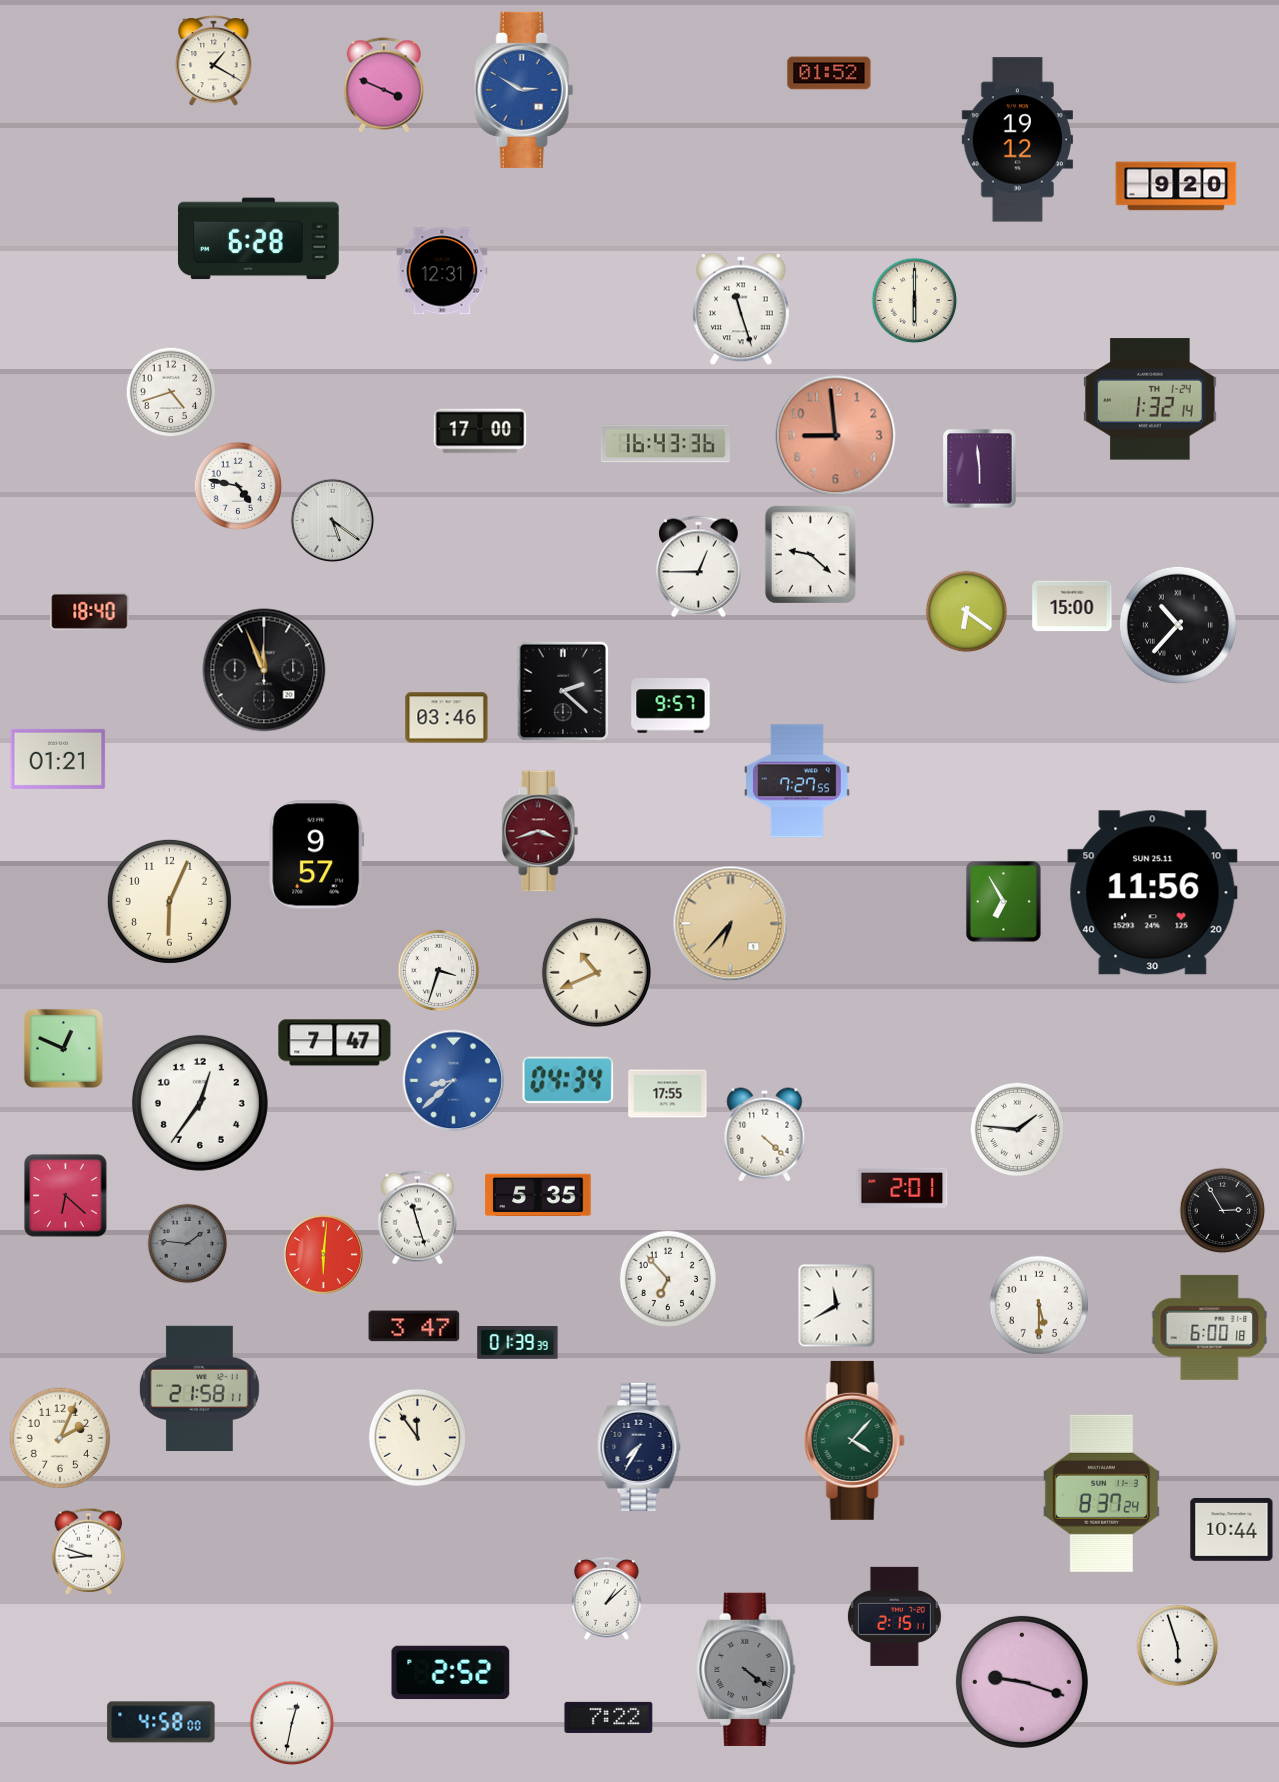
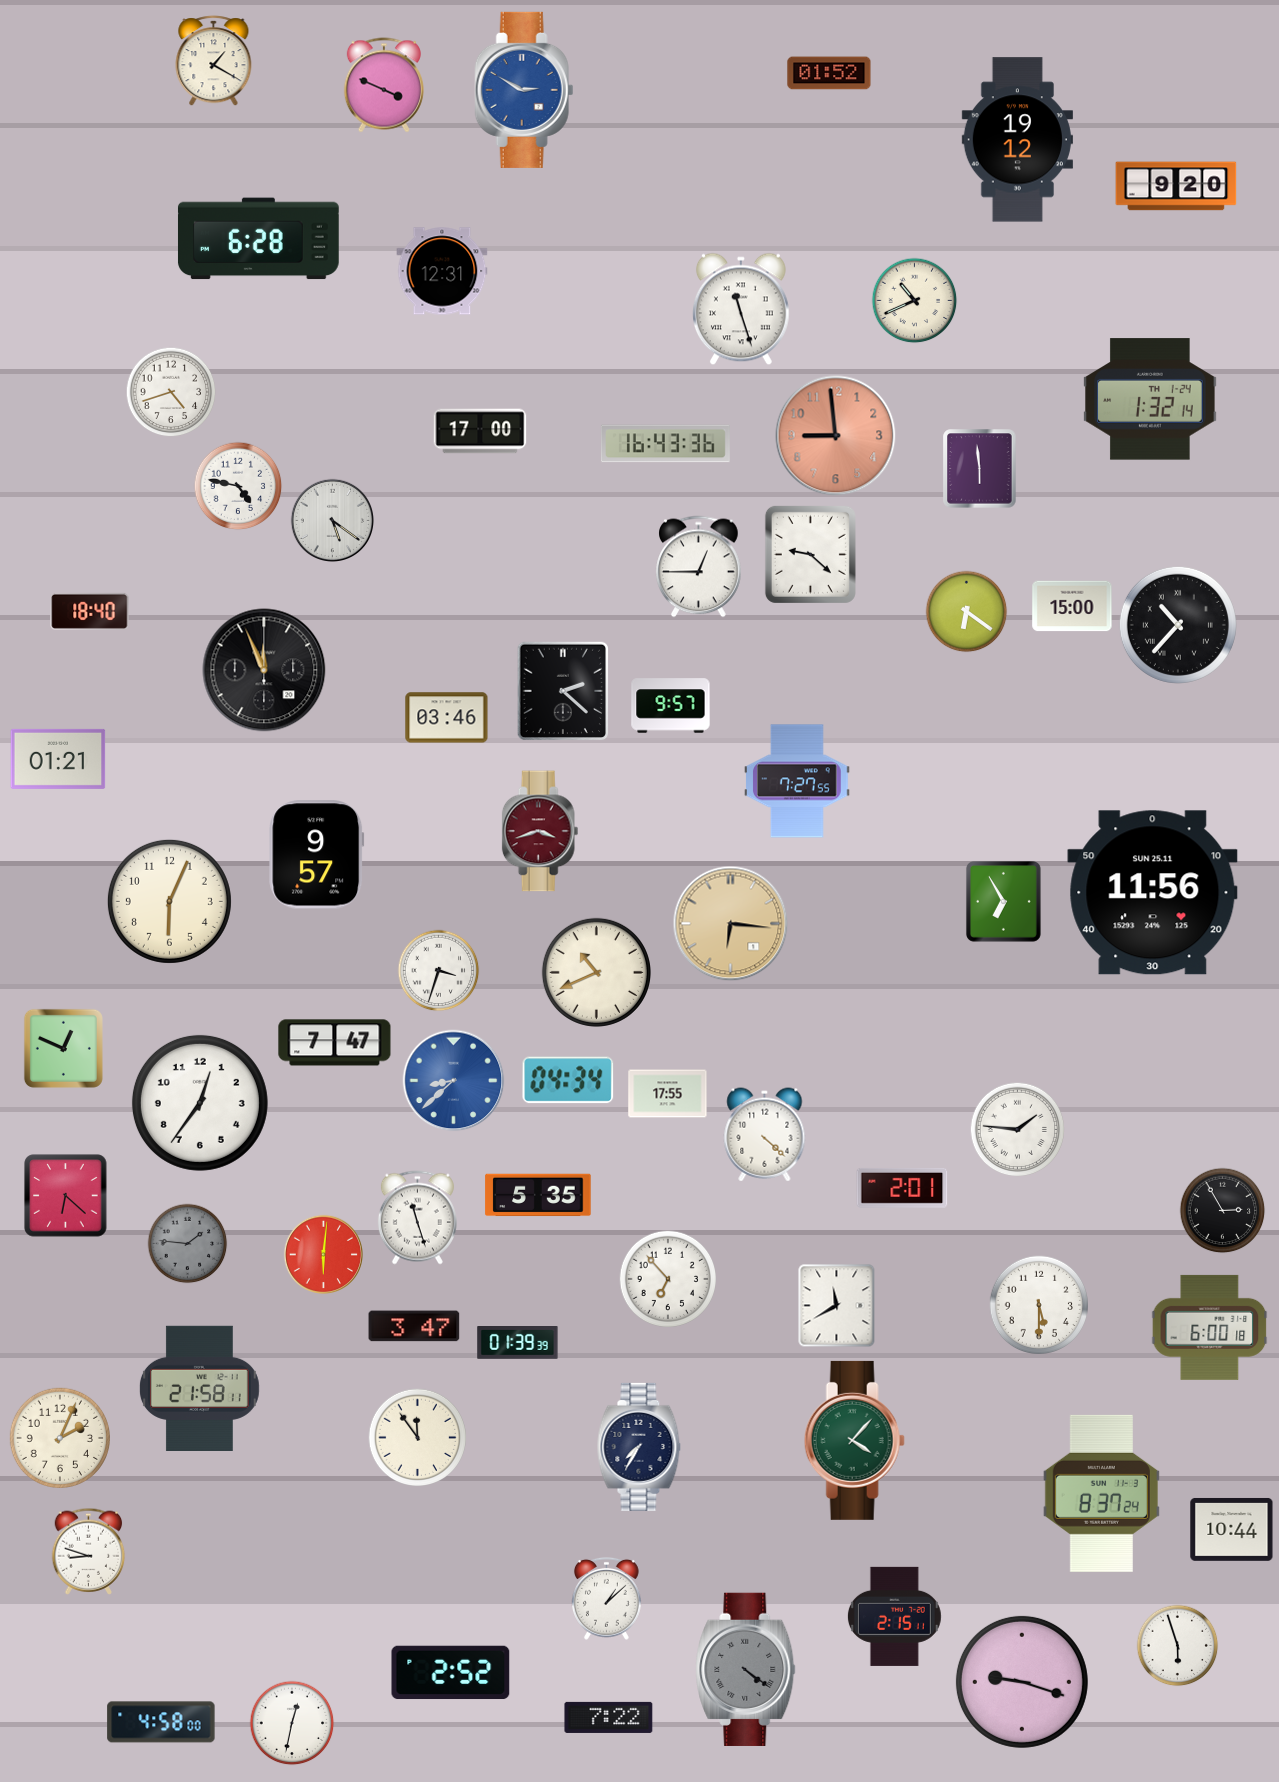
clock at (915, 301): 6:00 -> 10:41
clock at (731, 924): 6:37 -> 6:16
